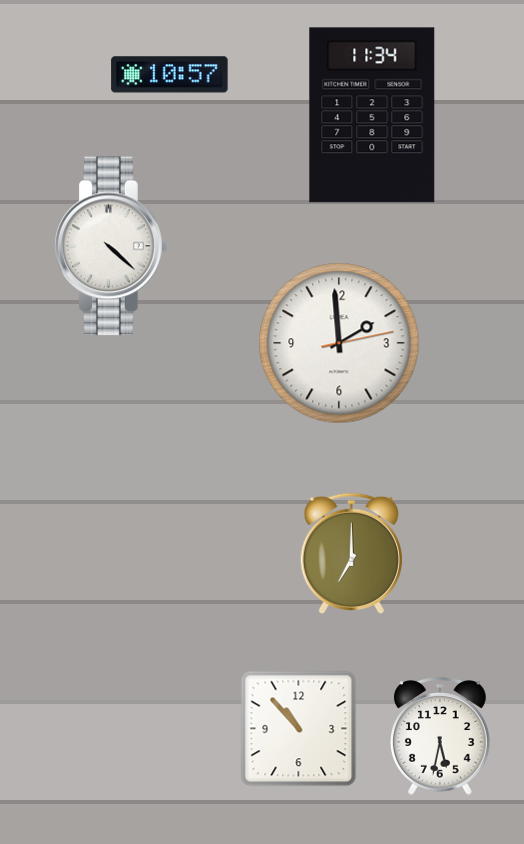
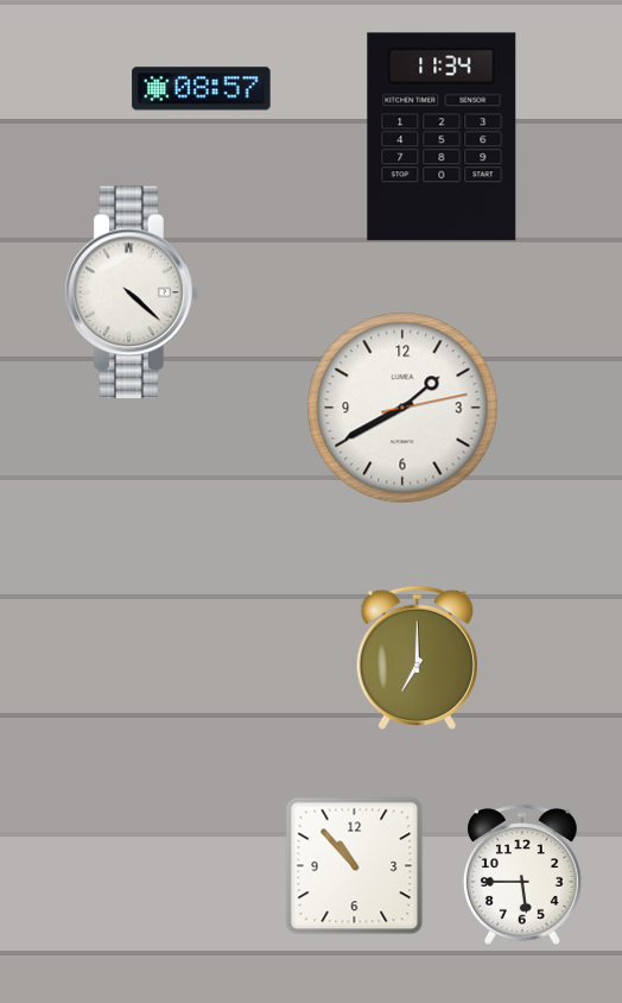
clock at (170, 75): 10:57 -> 08:57
clock at (339, 343): 1:59 -> 1:40
clock at (440, 736): 5:32 -> 5:45
